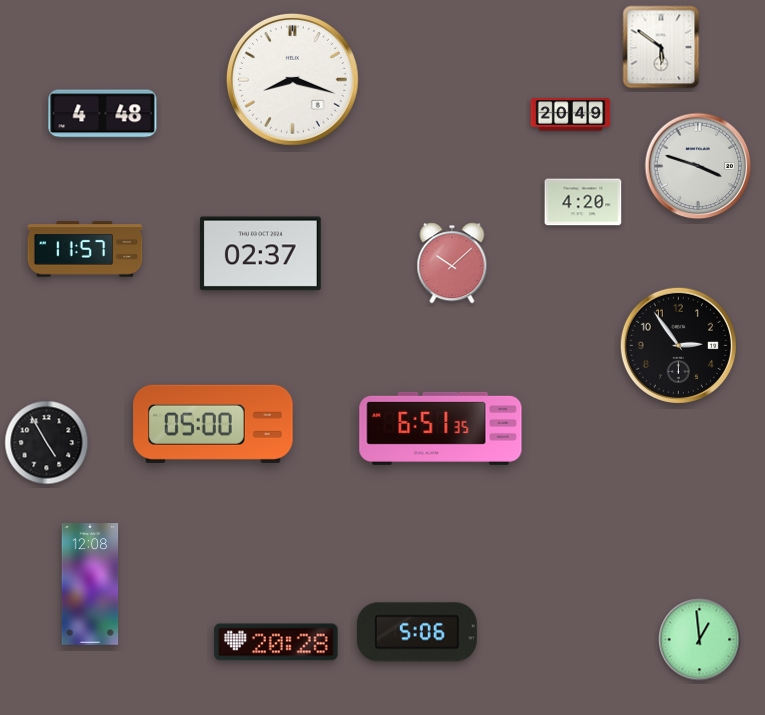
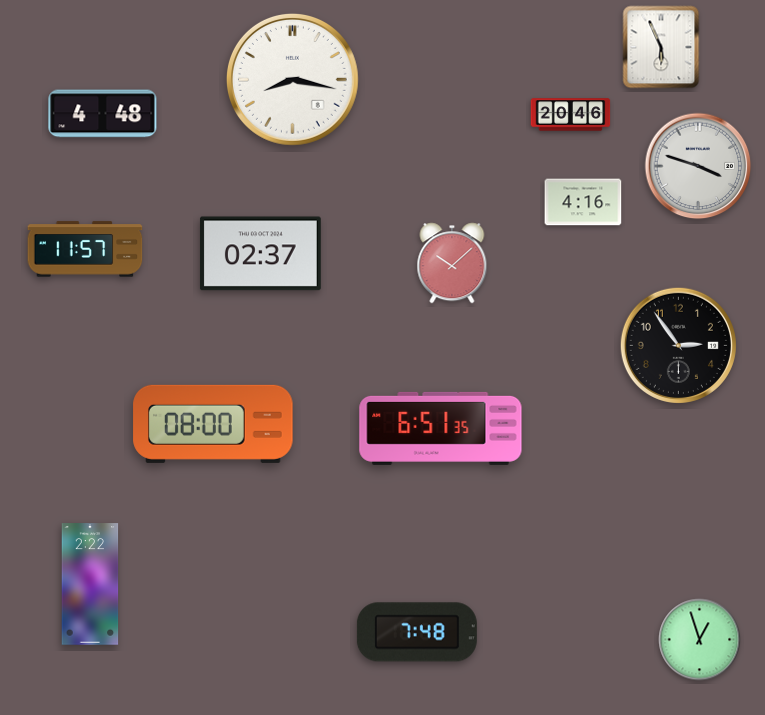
clock at (661, 47): 5:51 -> 5:56
clock at (292, 79): 8:18 -> 8:17
clock at (571, 115): 20:49 -> 20:46
clock at (583, 202): 4:20 -> 4:16
clock at (213, 424): 05:00 -> 08:00
clock at (47, 443): 4:55 -> none
clock at (90, 584): 12:08 -> 2:22
clock at (417, 632): 5:06 -> 7:48
clock at (700, 640): 12:59 -> 12:57
clock at (276, 642): 20:28 -> none
